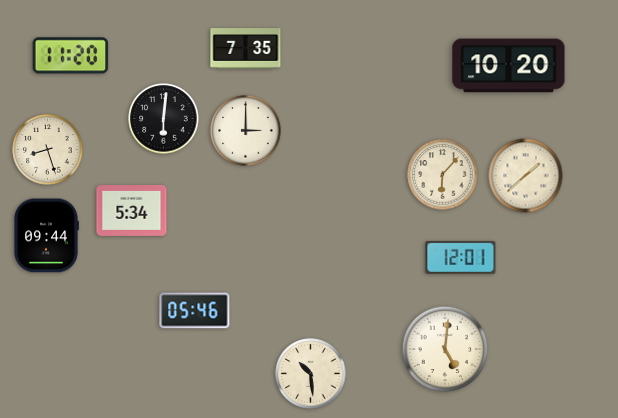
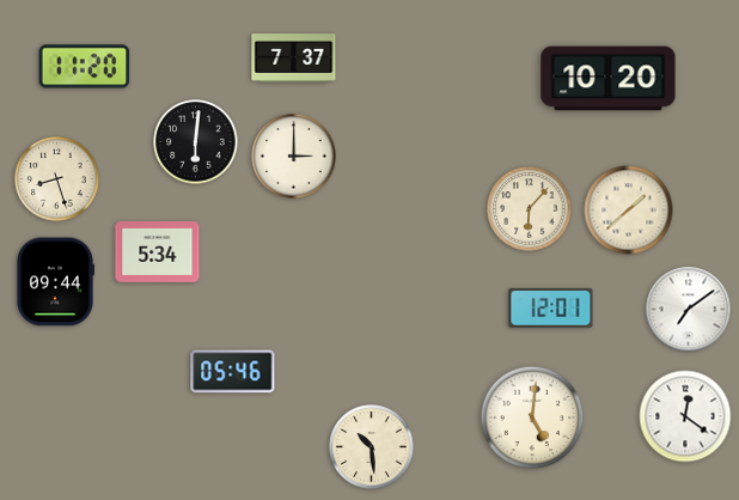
clock at (246, 49): 7:35 -> 7:37
clock at (689, 310): none -> 7:09
clock at (685, 416): none -> 12:21
